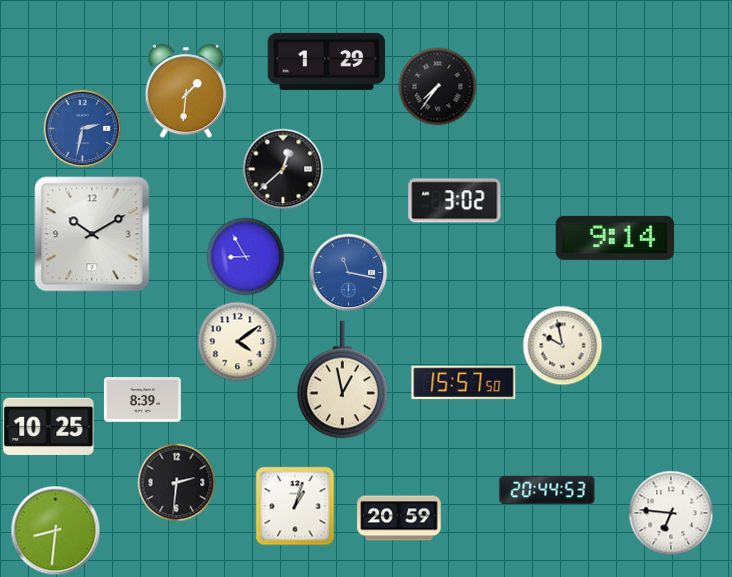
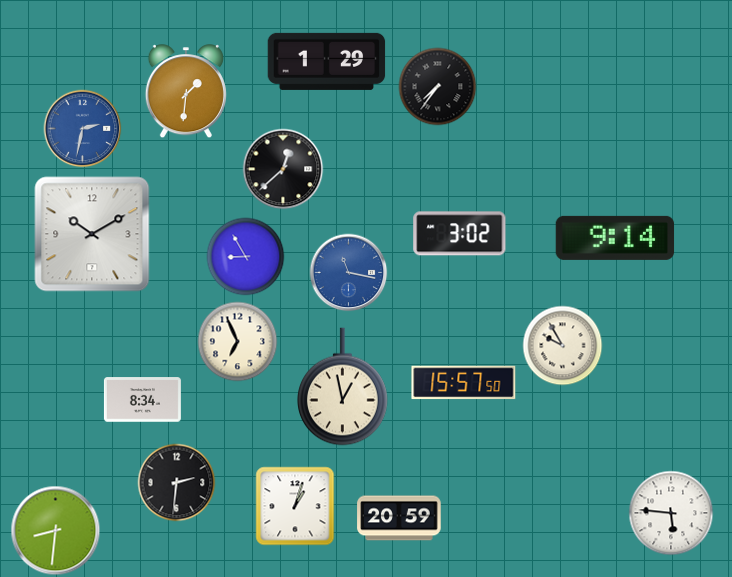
clock at (455, 201) position: (455, 201) -> (460, 234)
clock at (237, 341): 4:09 -> 6:56
clock at (562, 345): 9:58 -> 9:55
clock at (343, 380) position: (343, 380) -> (343, 387)
clock at (142, 400): 8:39 -> 8:34
clock at (49, 426): 10:25 -> none
clock at (547, 489): 20:44 -> none
clock at (671, 513): 6:46 -> 5:46
